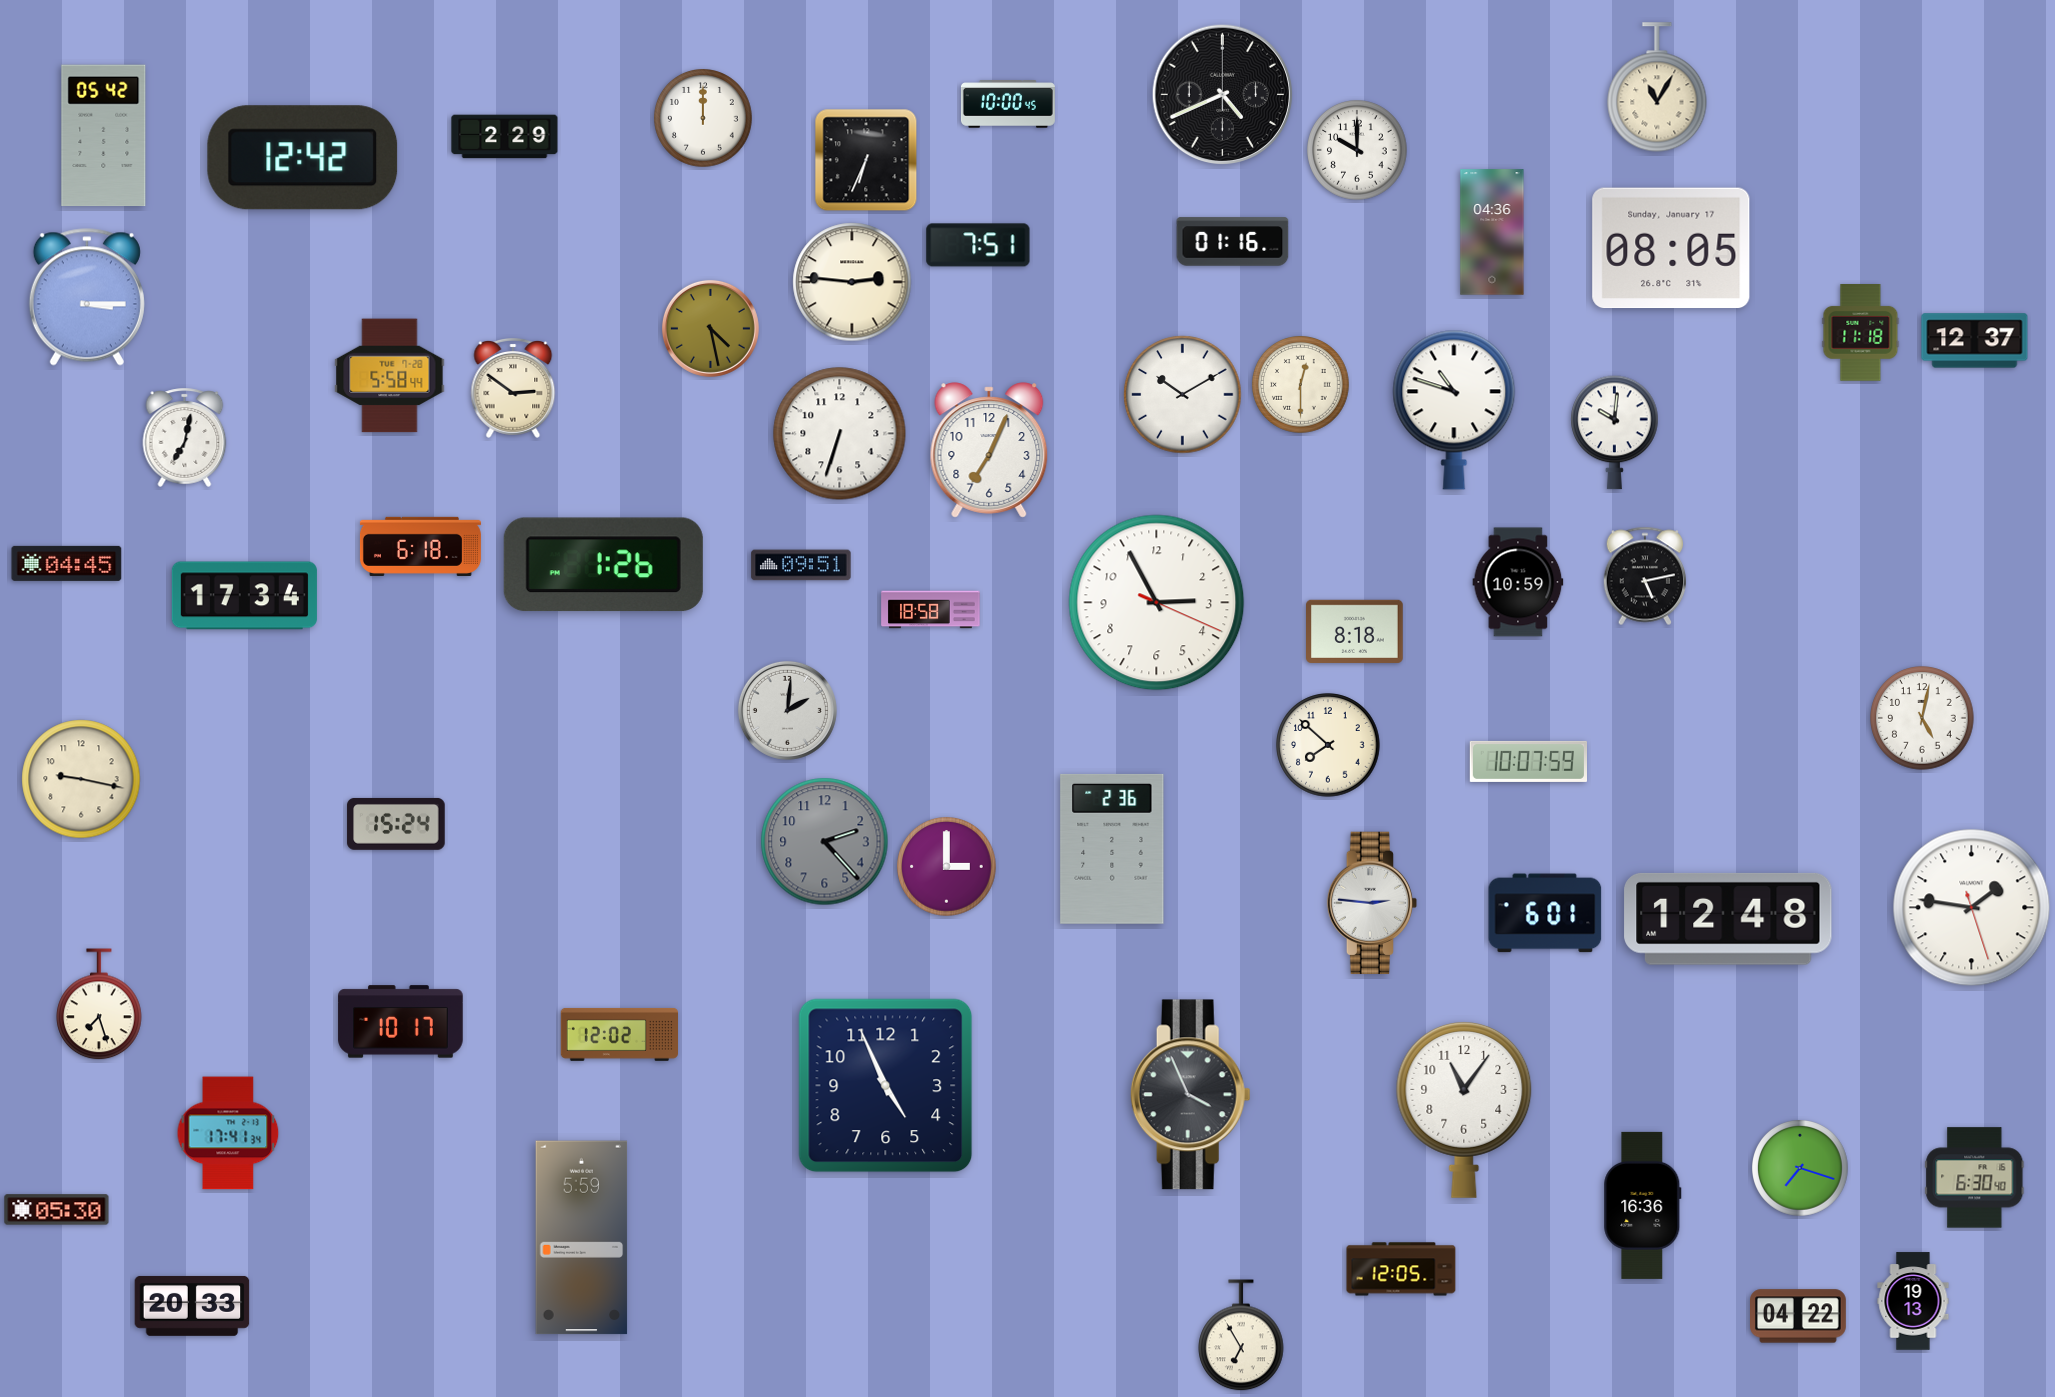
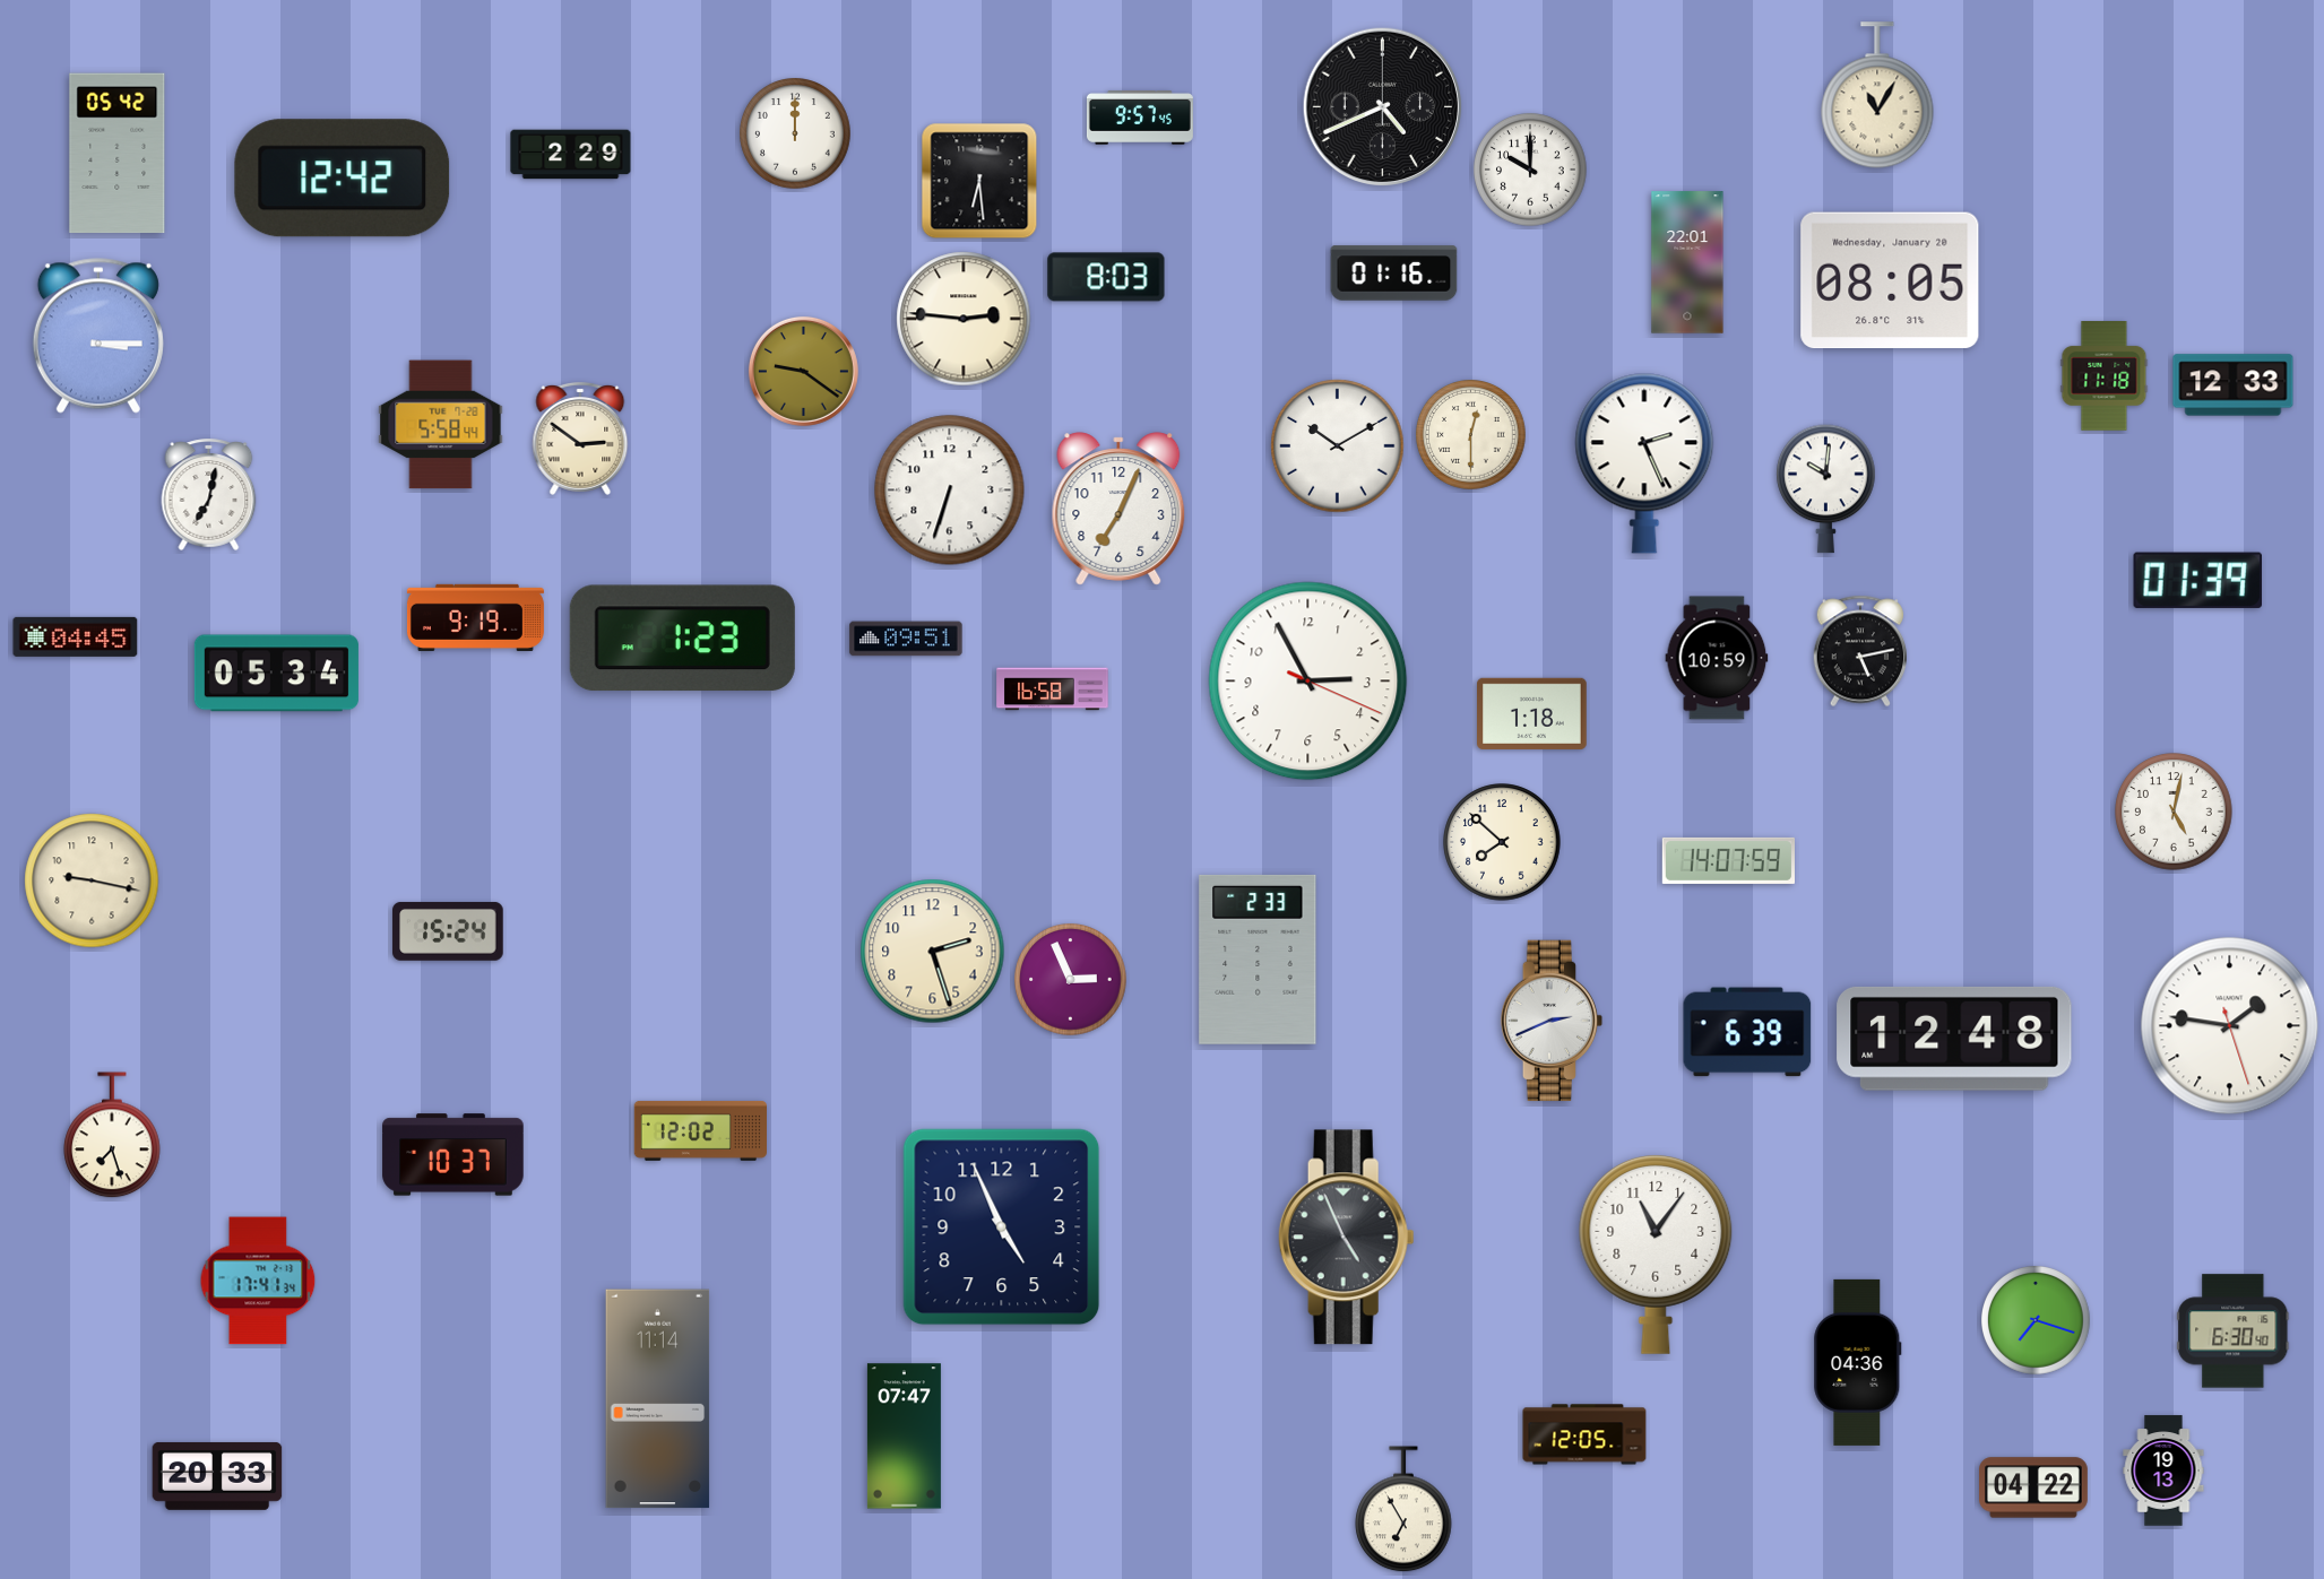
clock at (1657, 87) position: (1657, 87) -> (1877, 95)
clock at (1008, 104): 10:00 -> 9:57
clock at (1357, 150) position: (1357, 150) -> (1530, 170)
clock at (866, 160): 6:34 -> 6:29
clock at (1492, 232): 04:36 -> 22:01
clock at (978, 245): 7:51 -> 8:03
clock at (1671, 248) date: Sunday, January 17 -> Wednesday, January 20
clock at (710, 328): 4:28 -> 9:21
clock at (1975, 341): 12:37 -> 12:33
clock at (1454, 410): 10:48 -> 2:26
clock at (2197, 580): none -> 01:39
clock at (420, 546): 6:18 -> 9:19
clock at (603, 565): 1:26 -> 1:23
clock at (244, 596): 17:34 -> 05:34
clock at (931, 610): 18:58 -> 16:58
clock at (1355, 631): 8:18 -> 1:18
clock at (787, 710): 2:01 -> none
clock at (1528, 761): 10:07 -> 14:07
clock at (825, 842): 2:23 -> 2:27
clock at (825, 842) dial: grey -> cream
clock at (1112, 849): 2:36 -> 2:33
clock at (947, 867): 3:00 -> 2:56
clock at (1372, 903): 2:46 -> 2:41
clock at (1545, 913): 6:01 -> 6:39
clock at (401, 1022): 10:17 -> 10:37
clock at (619, 1034) position: (619, 1034) -> (700, 1130)
clock at (1190, 1095): 3:56 -> 4:56
clock at (1643, 1205): 16:36 -> 04:36
clock at (57, 1210): 05:30 -> none
clock at (582, 1238): 5:59 -> 11:14
clock at (904, 1437): none -> 07:47
